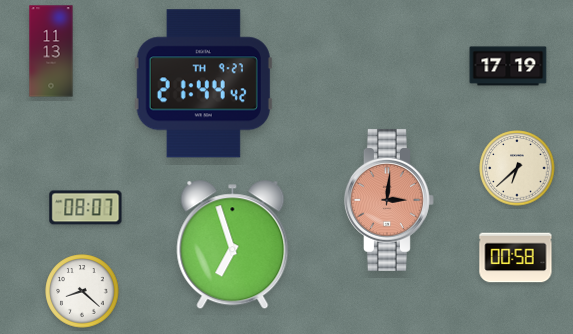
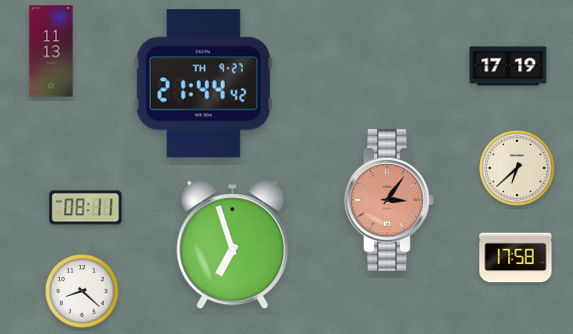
clock at (389, 200): 3:01 -> 3:06
clock at (86, 208): 08:07 -> 08:11
clock at (516, 258): 00:58 -> 17:58
